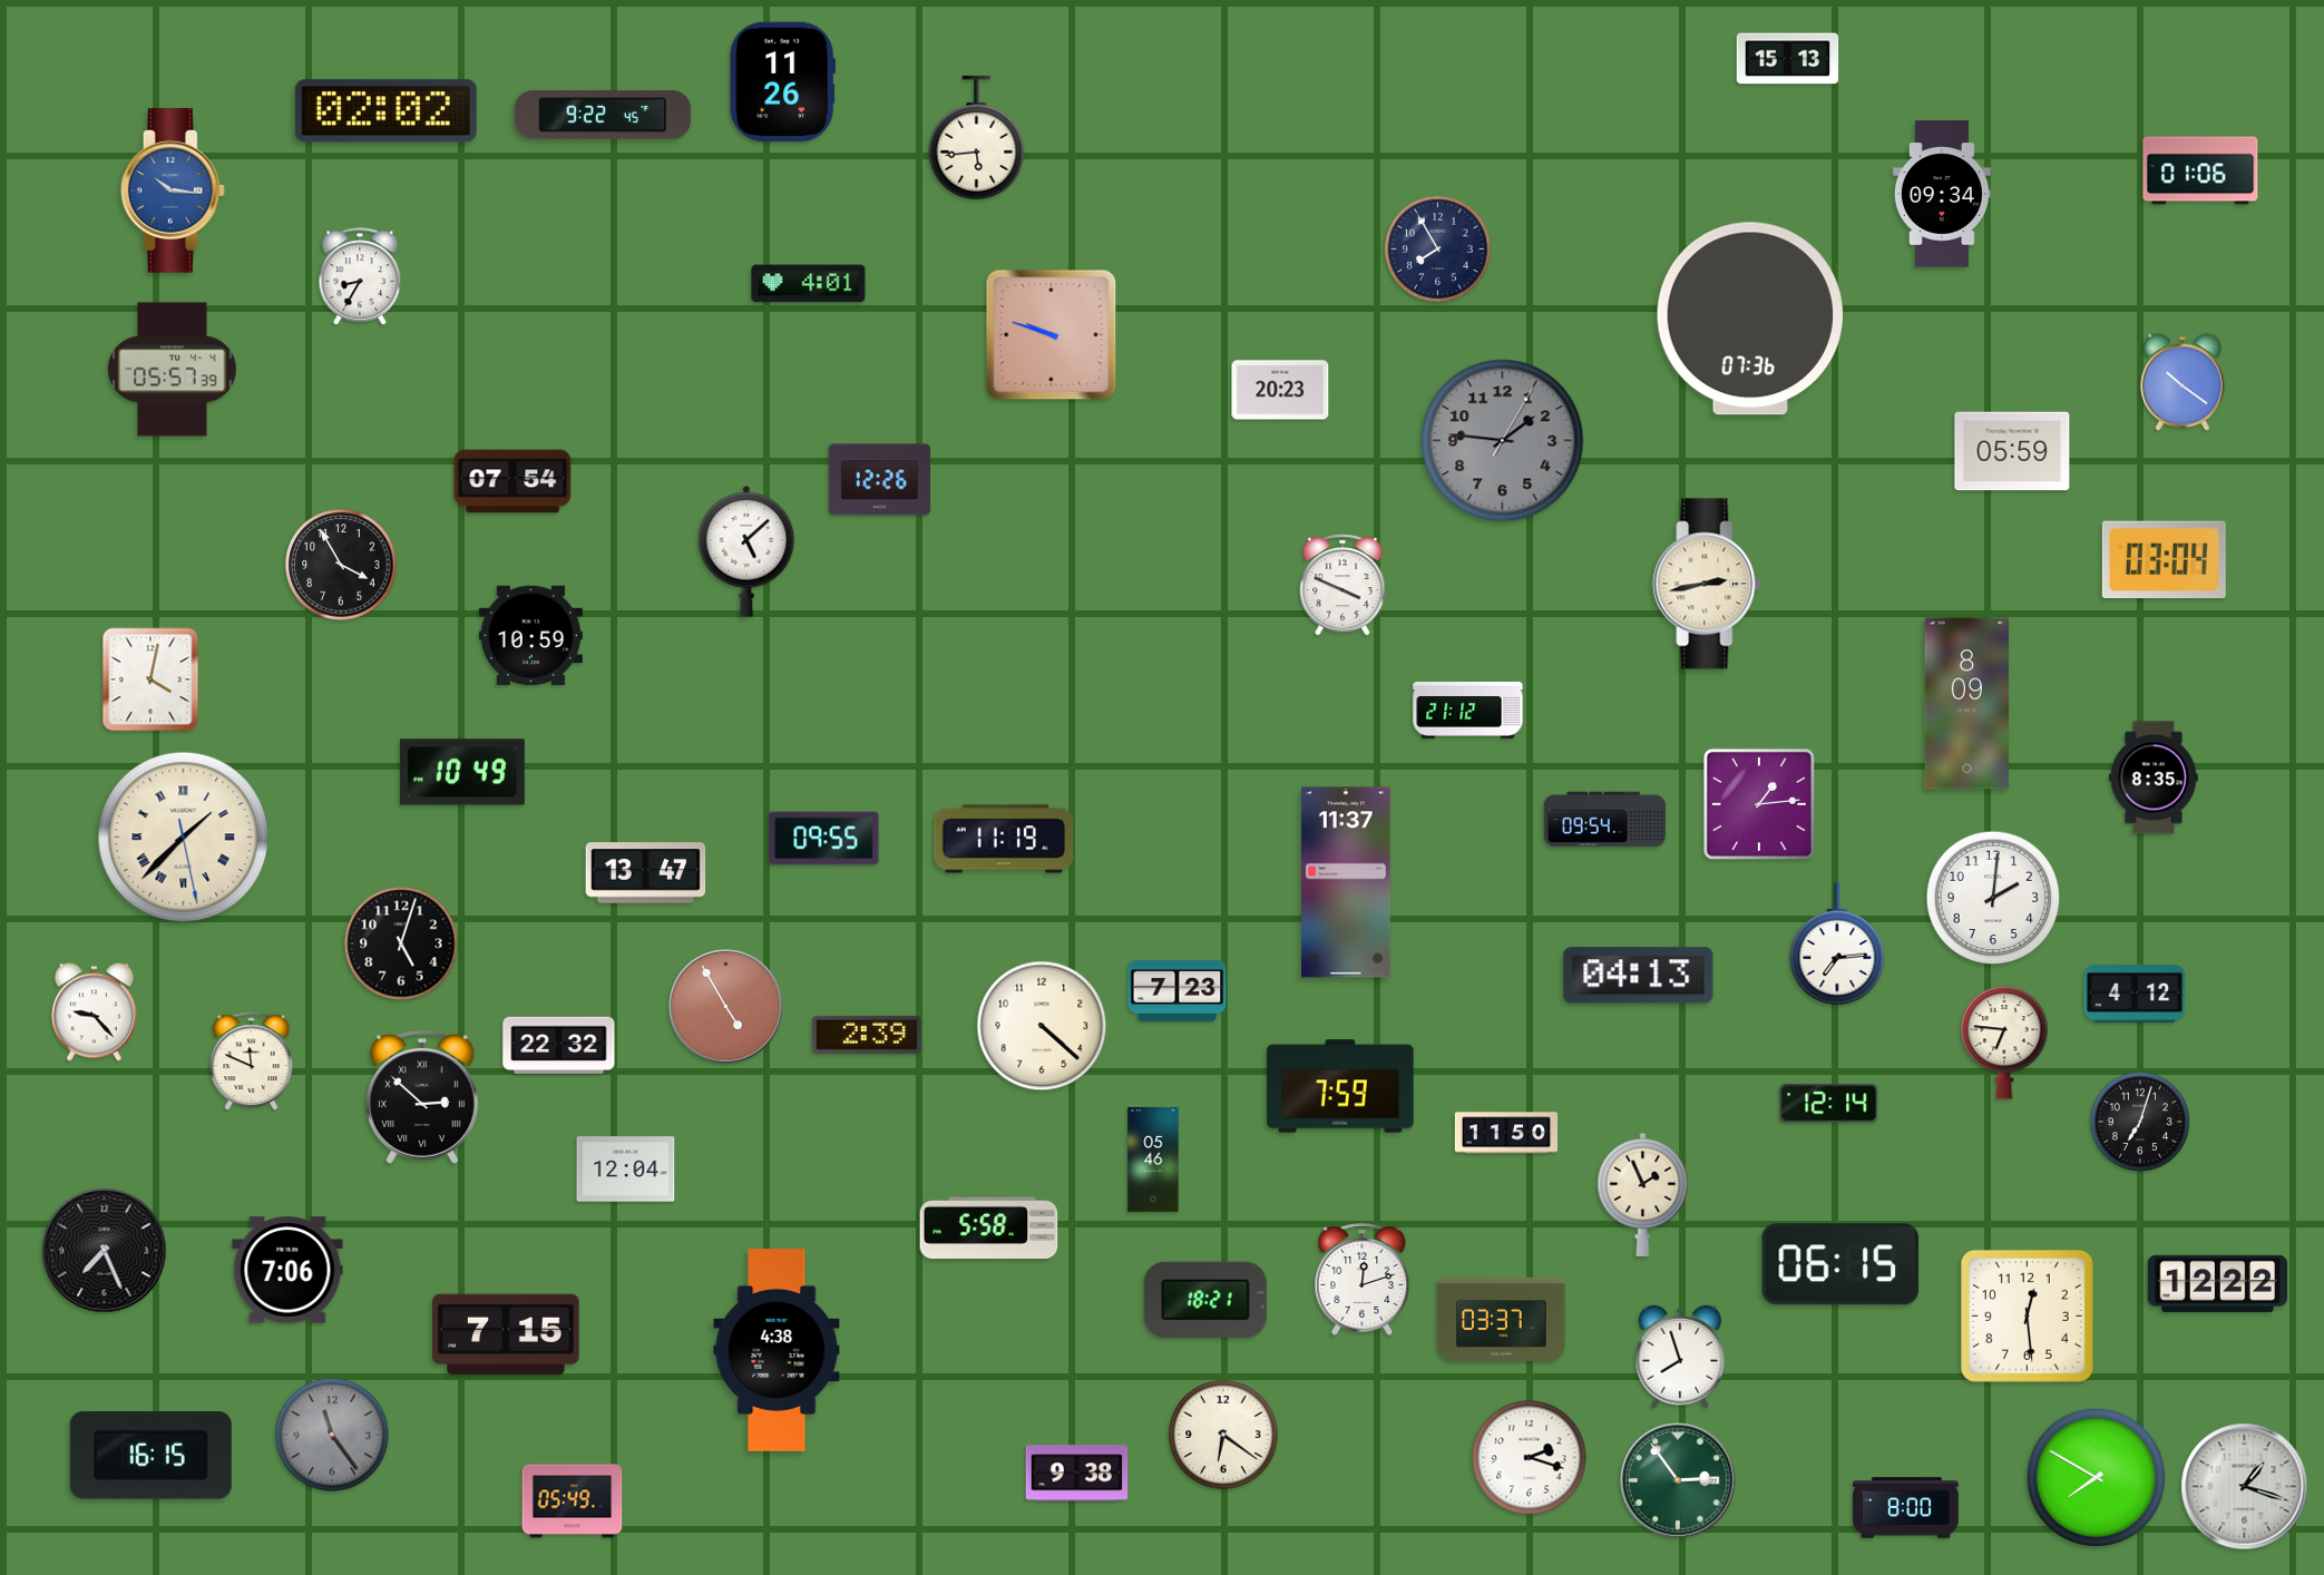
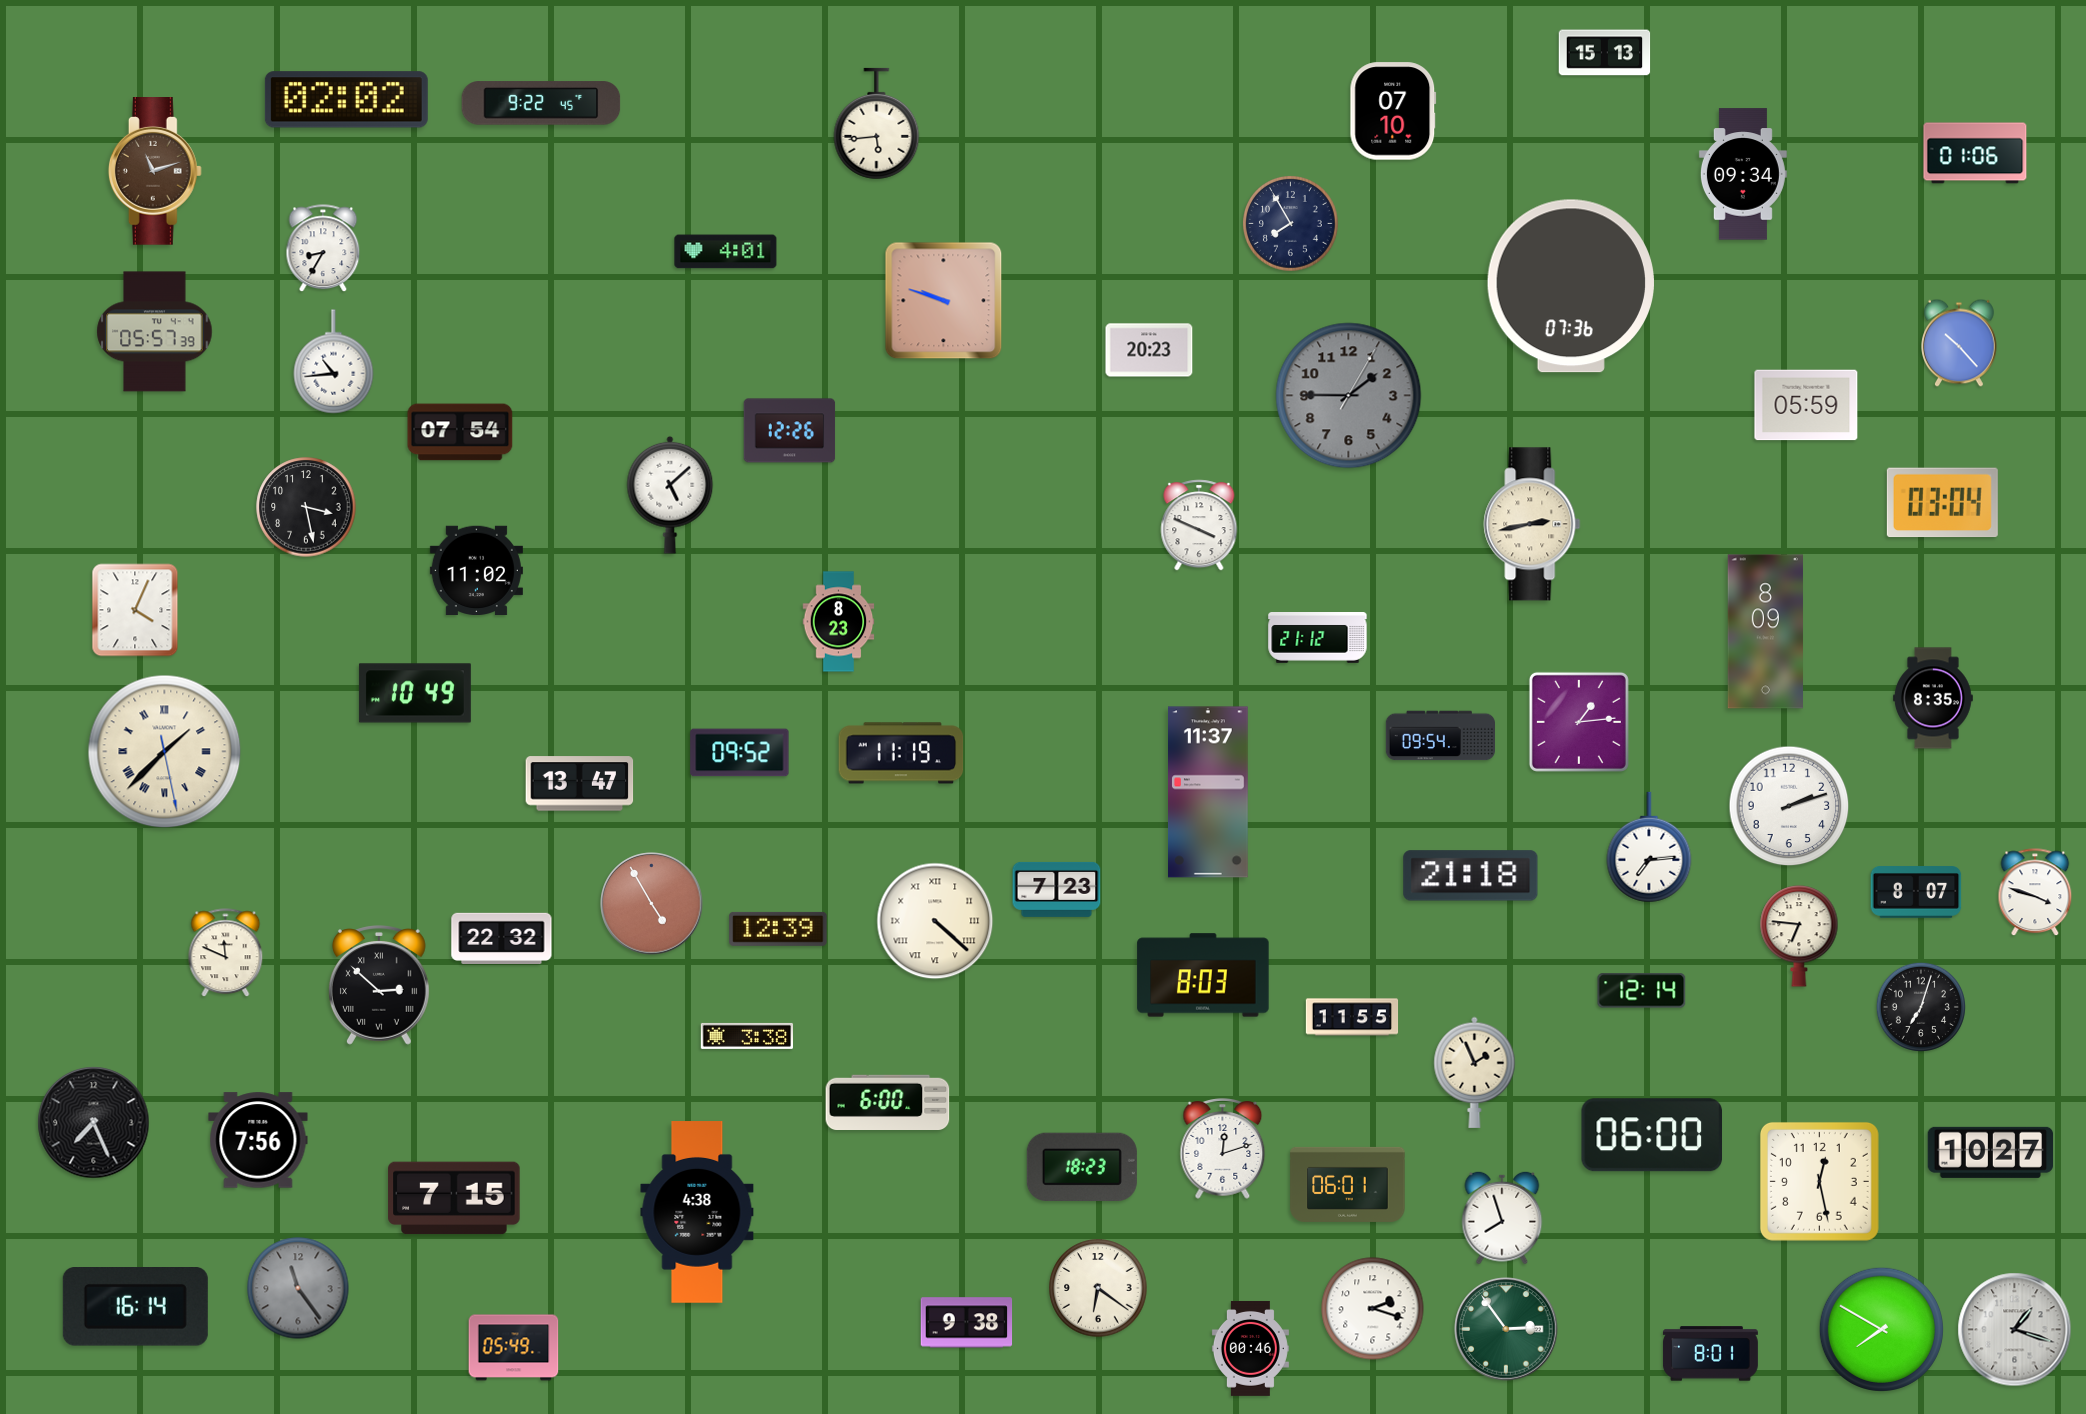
clock at (782, 82): 11:26 -> none
clock at (1393, 111): none -> 07:10
clock at (173, 192): 10:16 -> 11:12
clock at (173, 192) dial: blue -> brown
clock at (809, 284) position: (809, 284) -> (726, 252)
clock at (2184, 382): 10:21 -> 10:23
clock at (334, 362): none -> 10:44
clock at (1503, 441): 1:46 -> 1:45
clock at (341, 565): 3:55 -> 3:28
clock at (1342, 585) position: (1342, 585) -> (1199, 525)
clock at (530, 635): 10:59 -> 11:02
clock at (150, 679): 4:02 -> 4:04
clock at (839, 622): none -> 8:23
clock at (824, 839): 09:55 -> 09:52
clock at (1993, 898): 2:01 -> 2:12
clock at (401, 943): 5:03 -> none
clock at (1639, 976): 04:13 -> 21:18
clock at (2135, 994): 4:12 -> 8:07
clock at (2035, 893): none -> 3:48
clock at (94, 1013): 9:23 -> none
clock at (1042, 1026) numerals: Arabic -> Roman
clock at (867, 1035): 2:39 -> 12:39
clock at (1340, 1086): 7:59 -> 8:03
clock at (1506, 1133): 11:50 -> 11:55
clock at (746, 1036): none -> 3:38
clock at (1153, 1160): 05:46 -> none
clock at (626, 1170): 12:04 -> none
clock at (989, 1229): 5:58 -> 6:00
clock at (1839, 1264): 06:15 -> 06:00
clock at (287, 1270): 7:06 -> 7:56
clock at (2218, 1283): 12:22 -> 10:27
clock at (1205, 1300): 18:21 -> 18:23
clock at (2027, 1315): 12:29 -> 12:28
clock at (1502, 1319): 03:37 -> 06:01
clock at (1680, 1357) position: (1680, 1357) -> (1502, 1218)
clock at (150, 1456): 16:15 -> 16:14
clock at (2096, 1477) position: (2096, 1477) -> (1881, 1329)
clock at (2245, 1487) position: (2245, 1487) -> (2015, 1330)
clock at (1250, 1348): none -> 00:46
clock at (1905, 1508): 8:00 -> 8:01
